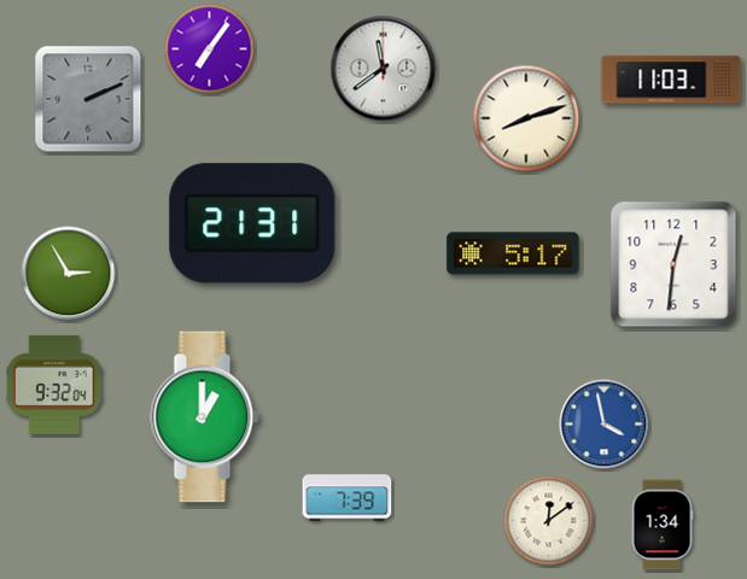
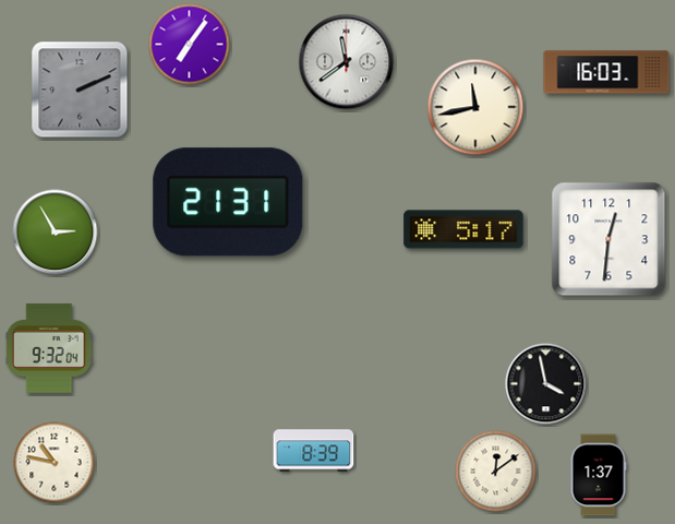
clock at (671, 80): 11:03 -> 16:03
clock at (526, 118): 8:12 -> 11:43
clock at (69, 274) position: (69, 274) -> (56, 233)
clock at (205, 417): 1:00 -> none
clock at (605, 425) dial: blue -> black
clock at (348, 498): 7:39 -> 8:39
clock at (55, 463): none -> 10:47
clock at (663, 525): 1:34 -> 1:37
